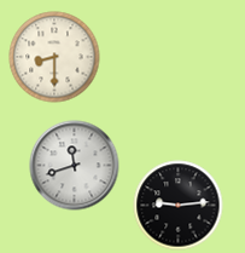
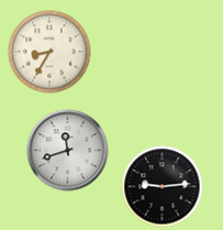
clock at (54, 57): 8:30 -> 8:35
